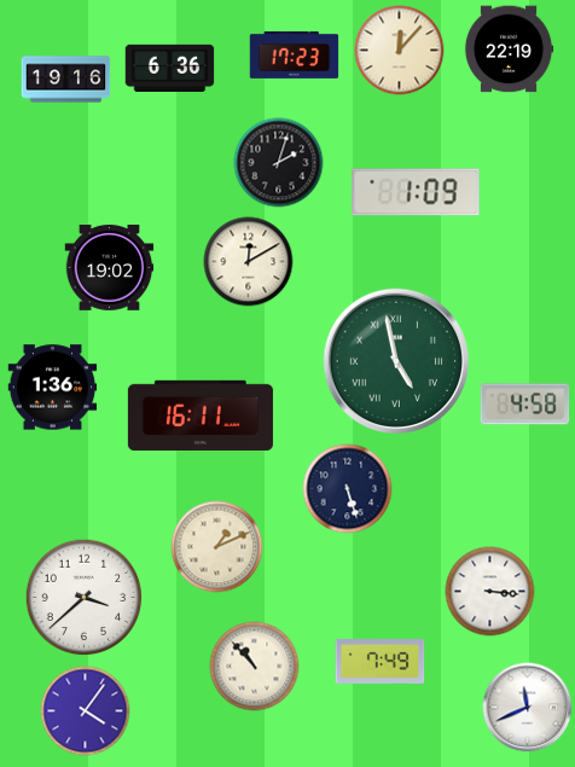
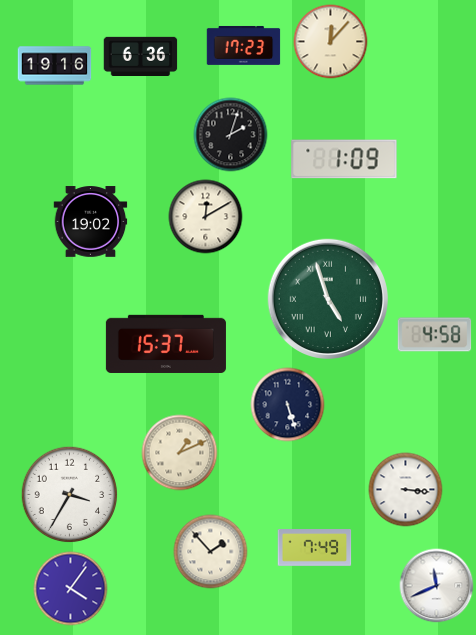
clock at (509, 50): 22:19 -> none
clock at (396, 361): 4:58 -> 4:57
clock at (53, 388): 1:36 -> none
clock at (201, 416): 16:11 -> 15:37
clock at (85, 598): 3:38 -> 3:35
clock at (255, 667): 10:53 -> 1:53
